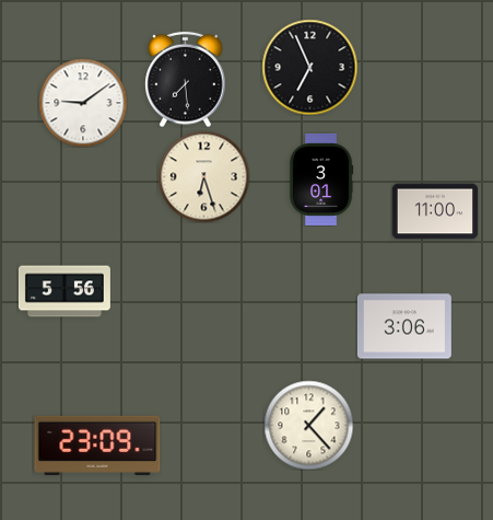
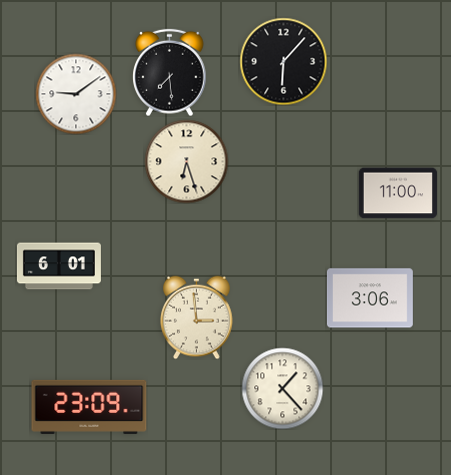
clock at (309, 67): 6:56 -> 6:07
clock at (321, 180): 3:01 -> none
clock at (64, 291): 5:56 -> 6:01
clock at (197, 317): none -> 2:59
